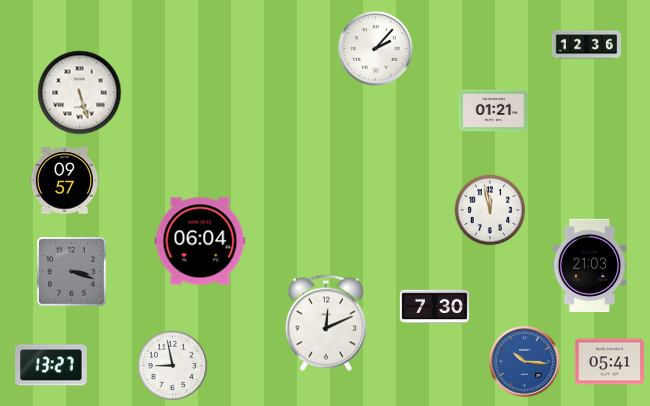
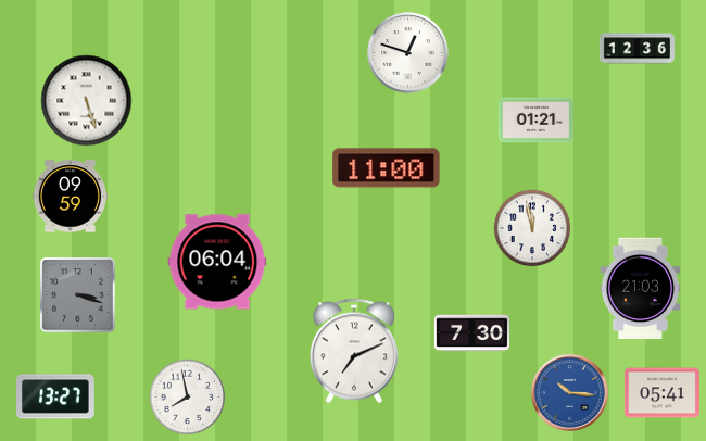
clock at (376, 49): 2:07 -> 12:48
clock at (387, 168): none -> 11:00
clock at (64, 181): 09:57 -> 09:59
clock at (326, 323): 12:11 -> 7:11
clock at (173, 366): 8:58 -> 7:58
